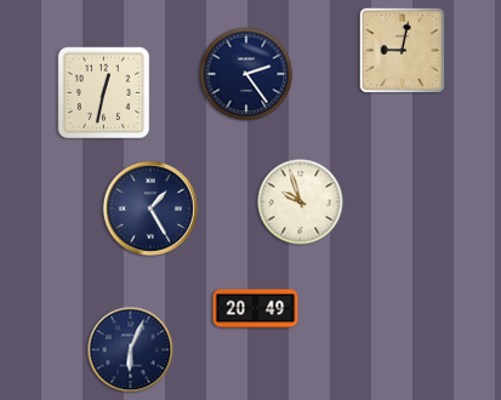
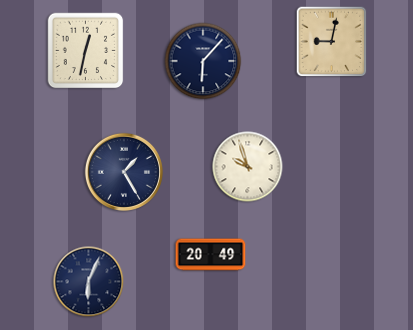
clock at (246, 74): 2:24 -> 6:07
clock at (104, 93) position: (104, 93) -> (86, 51)
clock at (131, 350) position: (131, 350) -> (89, 282)
